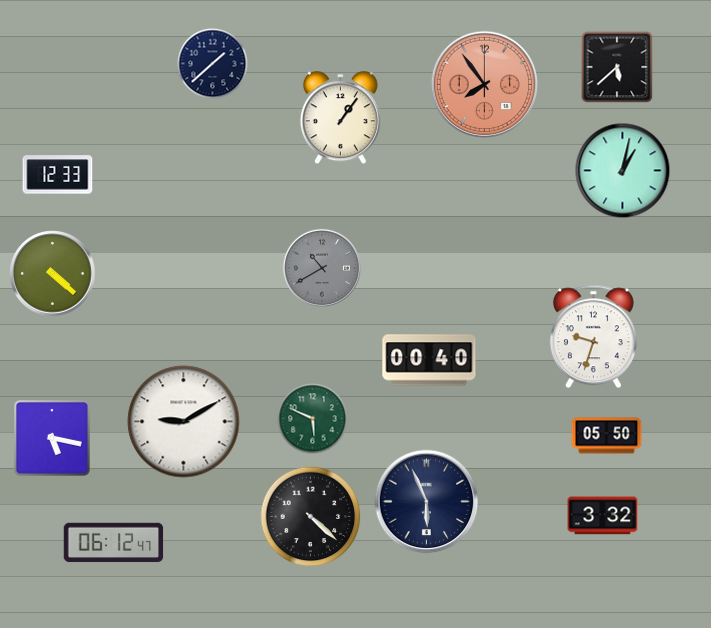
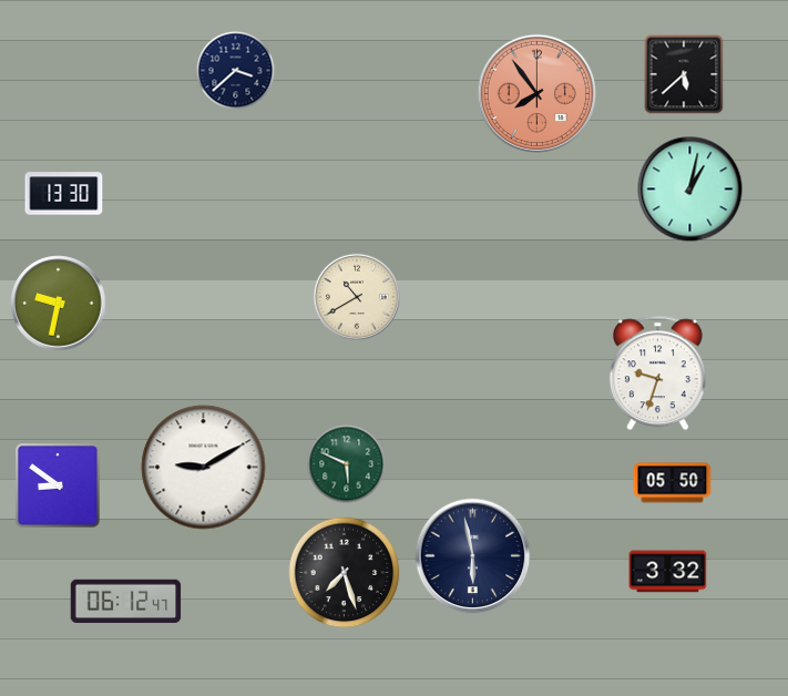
clock at (213, 64): 1:38 -> 3:38
clock at (340, 118): 1:06 -> none
clock at (58, 175): 12:33 -> 13:30
clock at (322, 268) dial: grey -> cream
clock at (53, 274): 4:22 -> 9:32
clock at (429, 360): 00:40 -> none
clock at (53, 439): 5:17 -> 8:51
clock at (427, 502): 5:56 -> 5:58
clock at (311, 517): 4:22 -> 7:27
